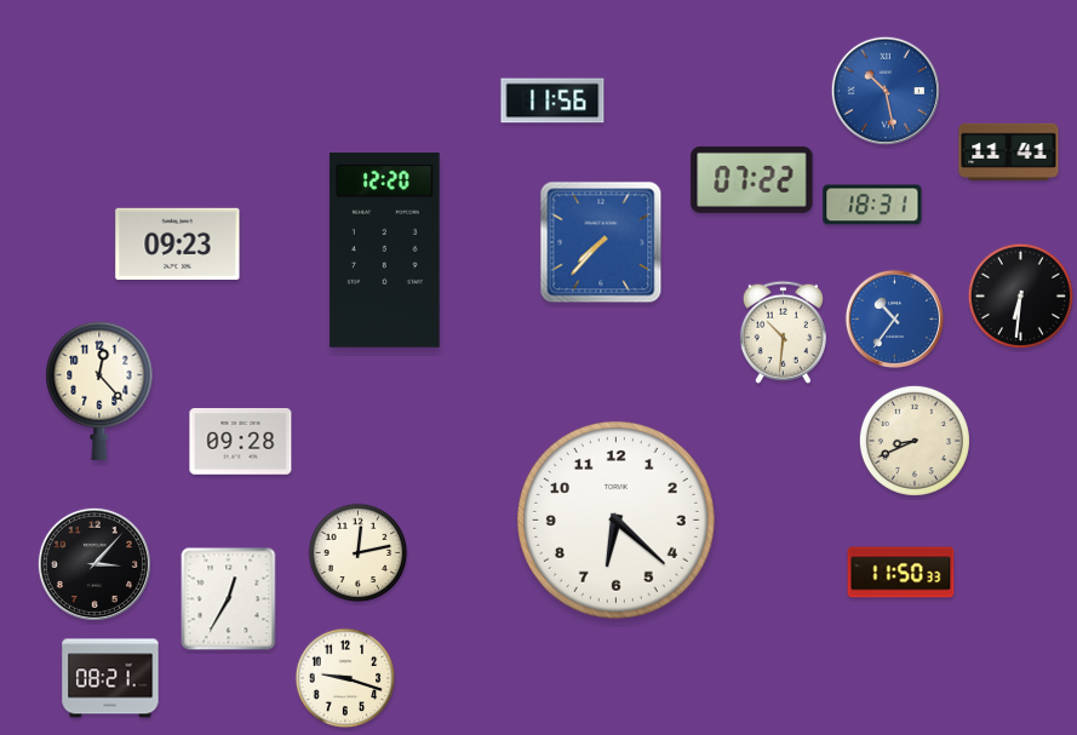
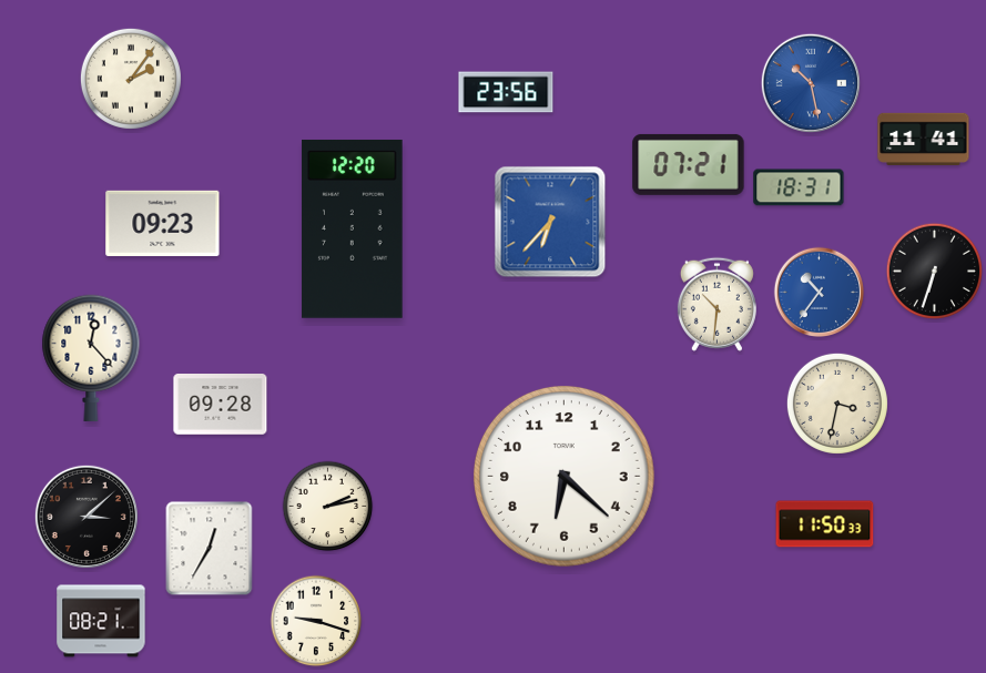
clock at (131, 79): none -> 2:06
clock at (552, 101): 11:56 -> 23:56
clock at (752, 179): 07:22 -> 07:21
clock at (601, 242): 7:37 -> 6:37
clock at (1020, 295): 6:31 -> 6:33
clock at (915, 441): 8:41 -> 3:32
clock at (359, 553): 12:13 -> 2:13
clock at (94, 564): 3:07 -> 3:08
